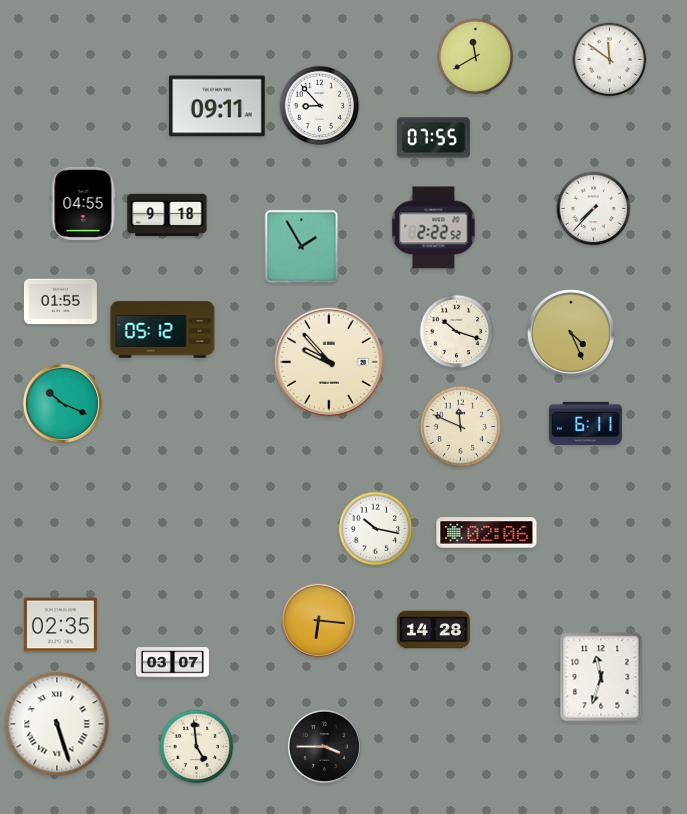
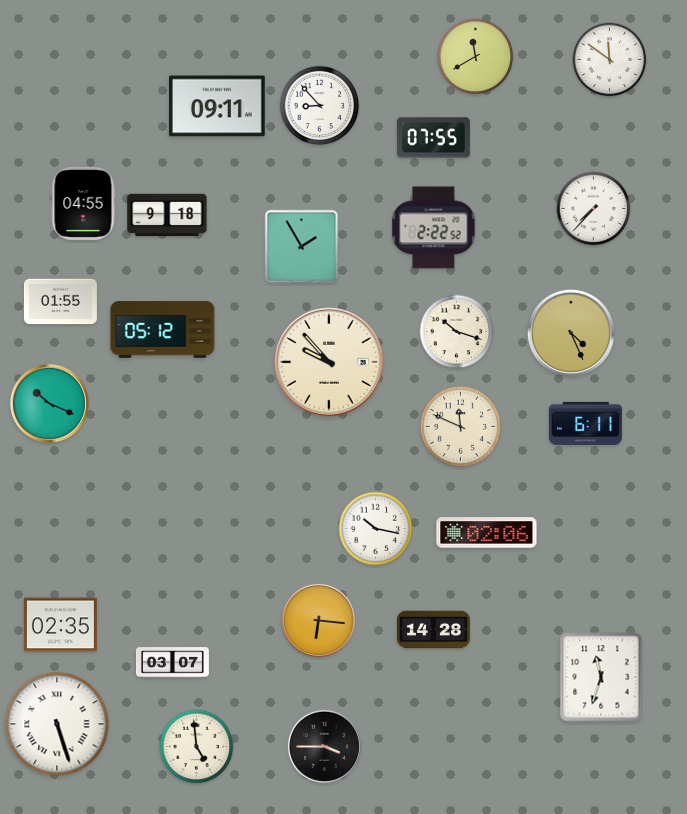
clock at (62, 403) position: (62, 403) -> (49, 403)
